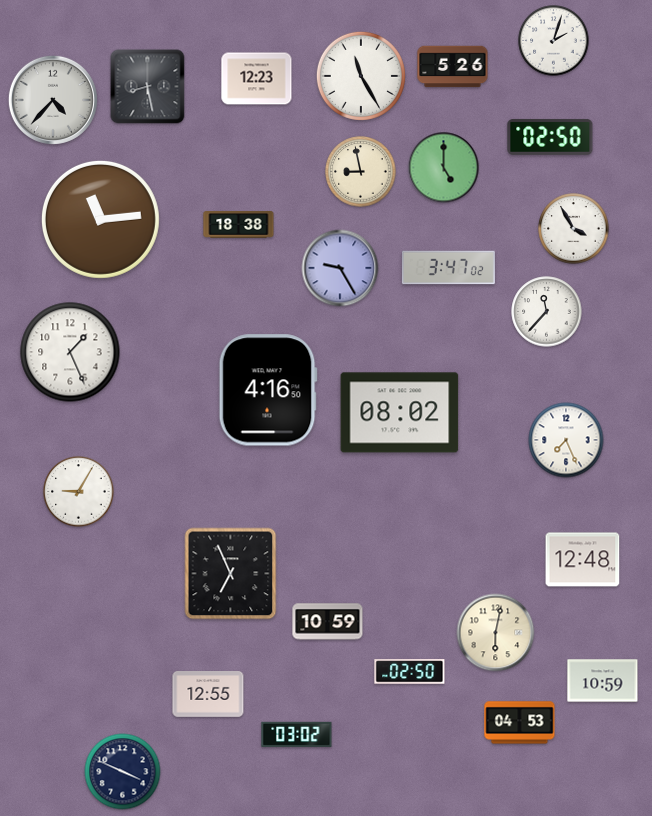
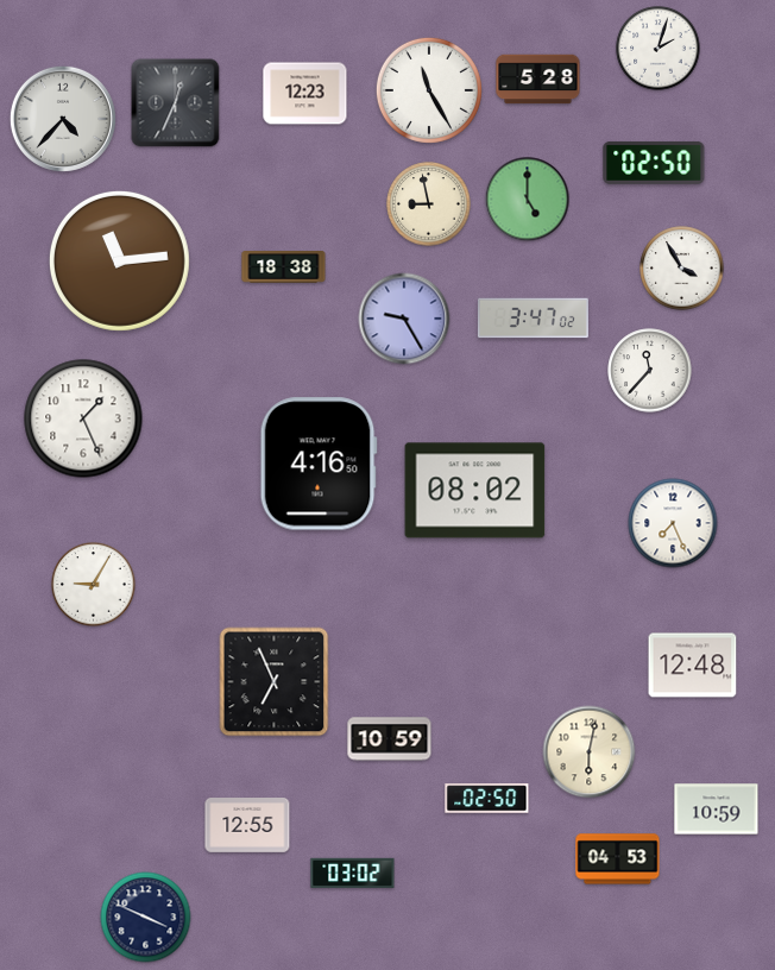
clock at (453, 67): 5:26 -> 5:28
clock at (148, 87): 8:28 -> 12:34
clock at (574, 229) position: (574, 229) -> (682, 269)
